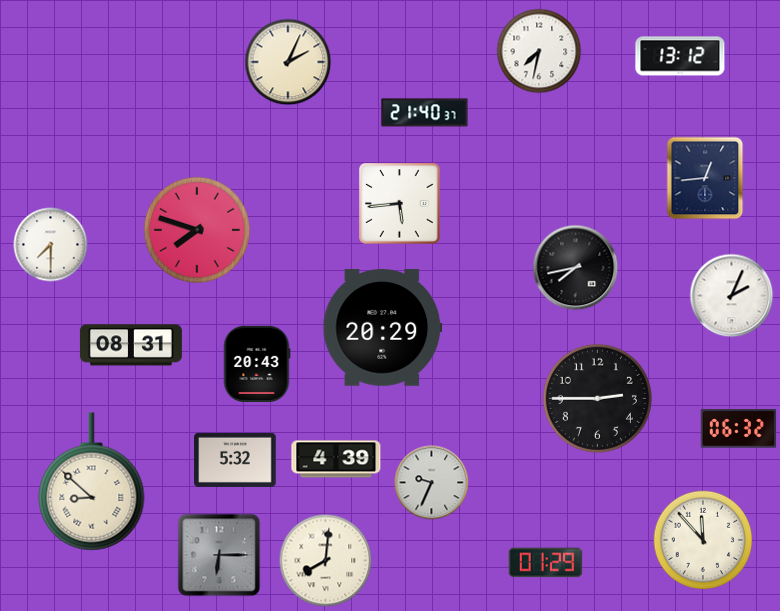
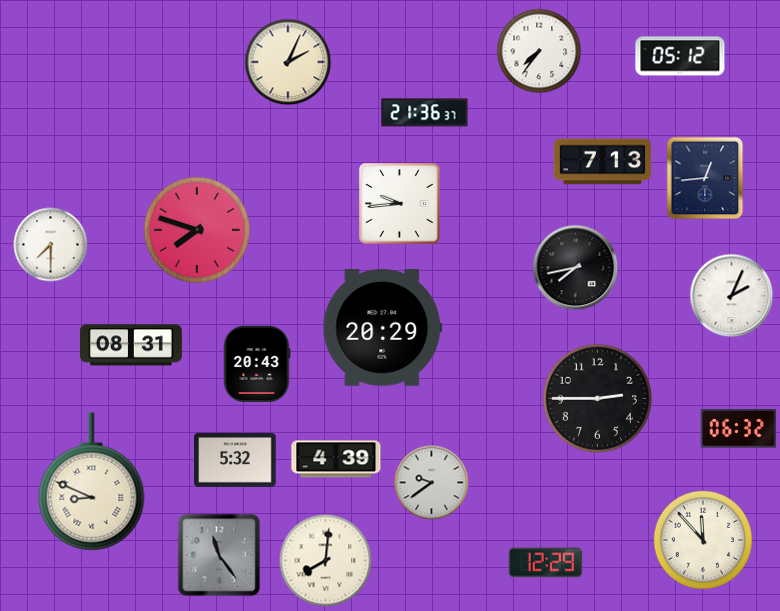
clock at (539, 51): 7:32 -> 7:36
clock at (680, 56): 13:12 -> 05:12
clock at (425, 113): 21:40 -> 21:36
clock at (603, 162): none -> 7:13
clock at (400, 204): 5:44 -> 9:44
clock at (92, 482): 8:52 -> 8:49
clock at (432, 483): 9:34 -> 9:39
clock at (219, 555): 6:15 -> 11:24
clock at (546, 563): 01:29 -> 12:29
